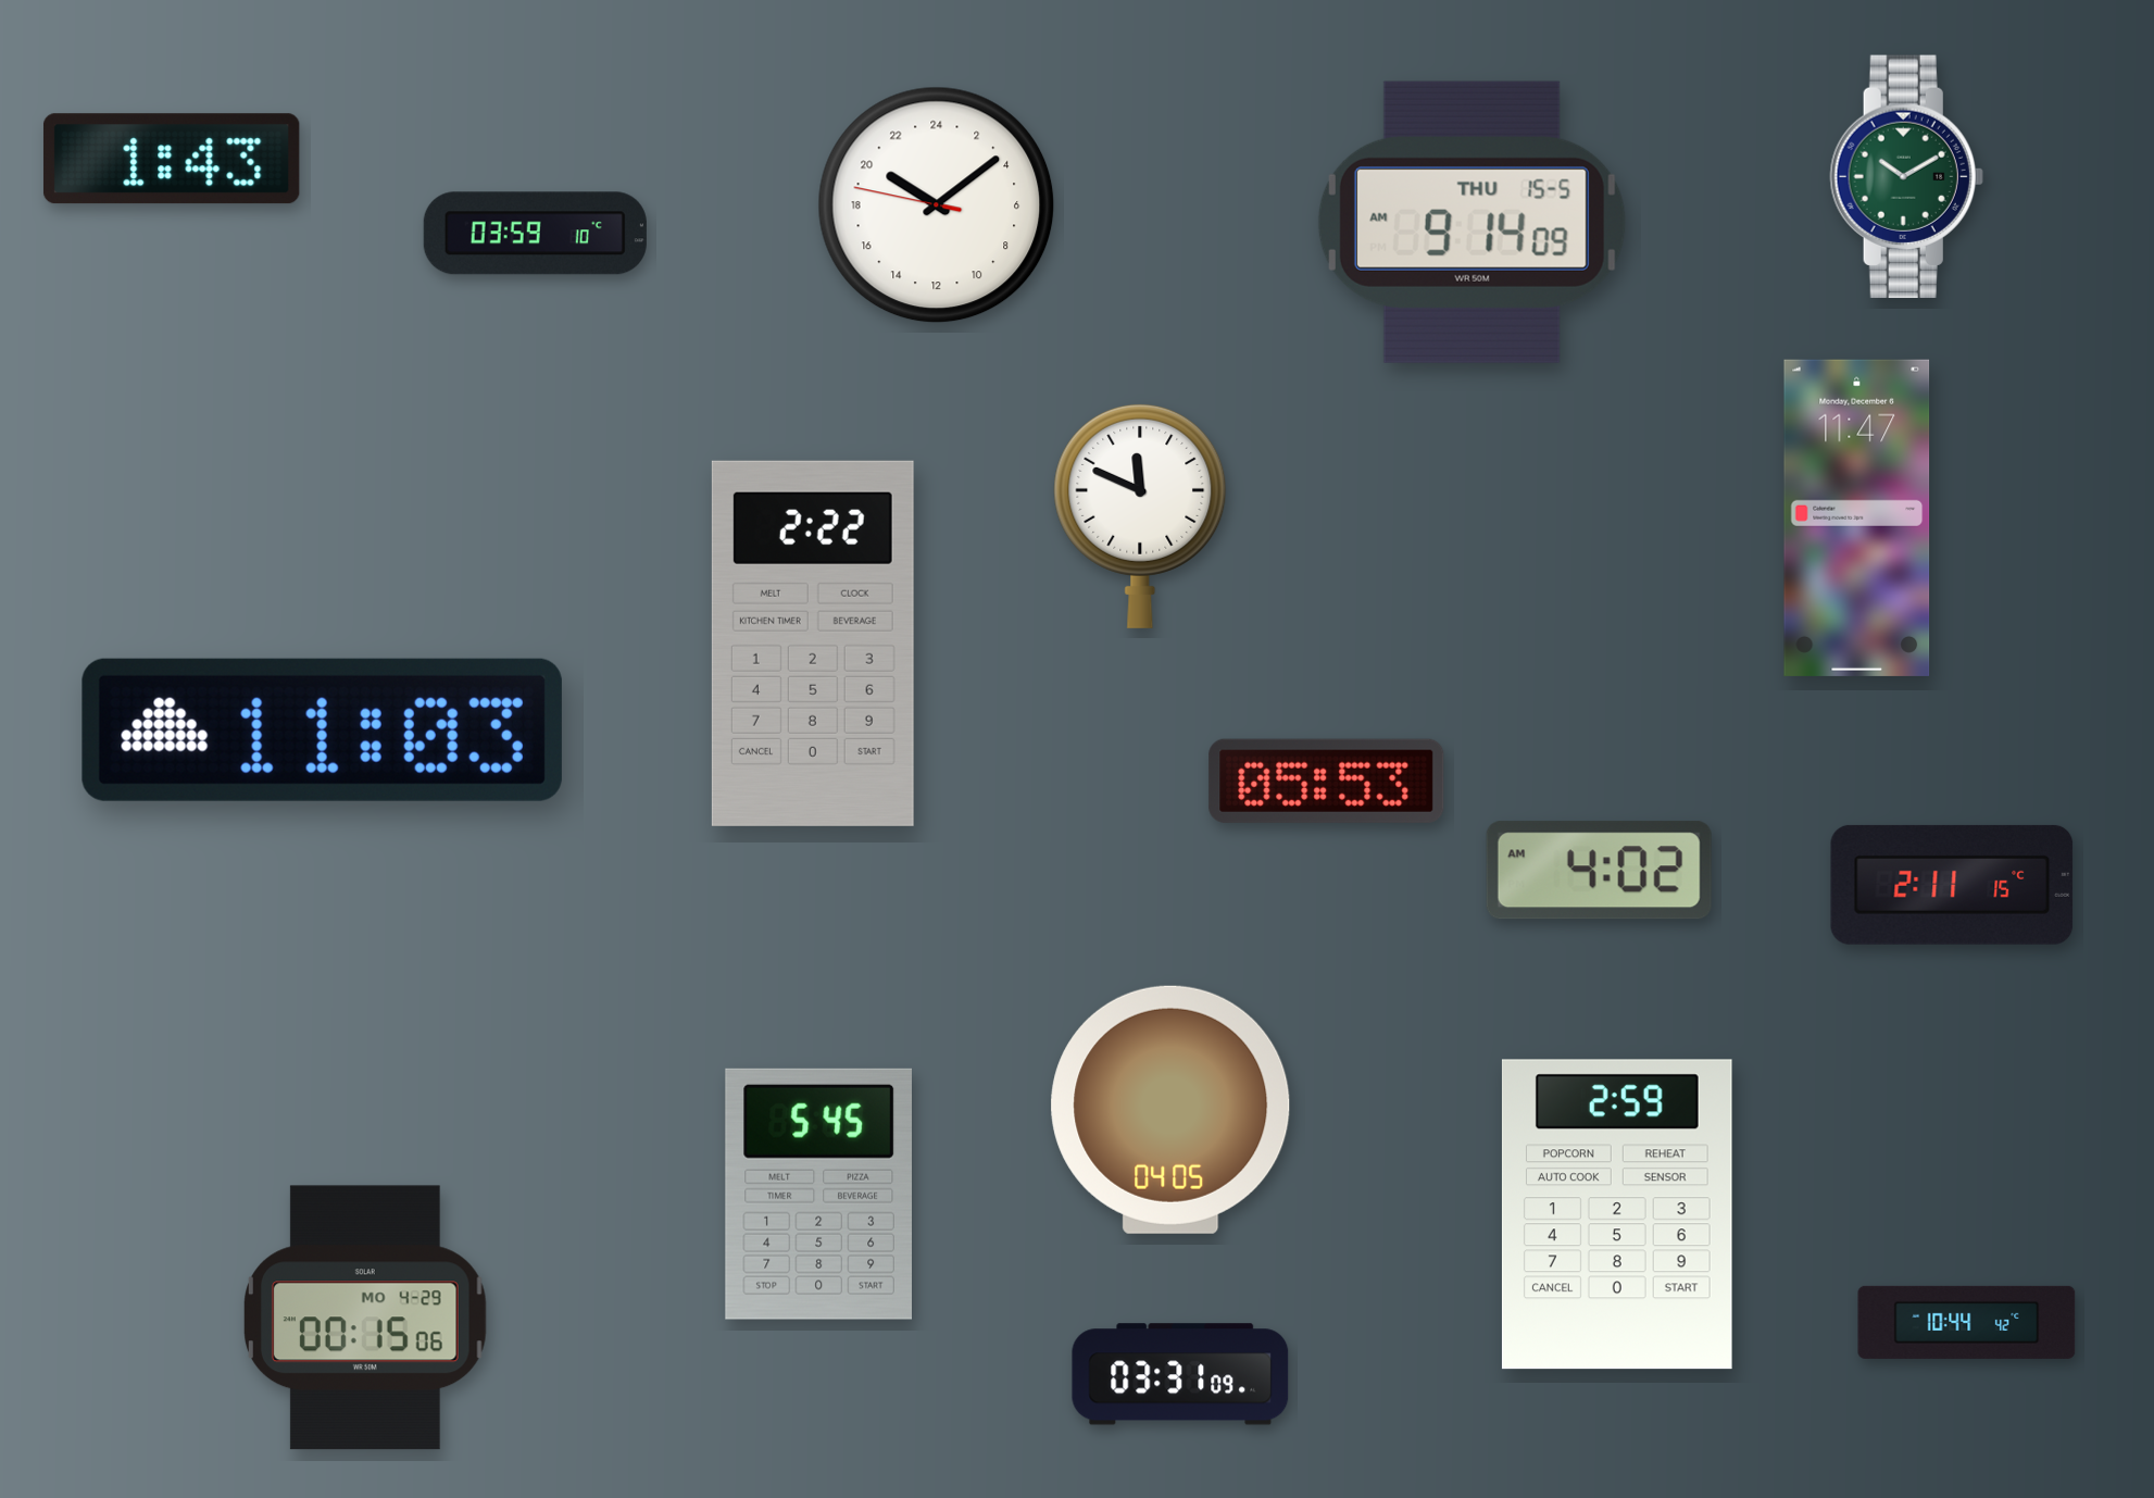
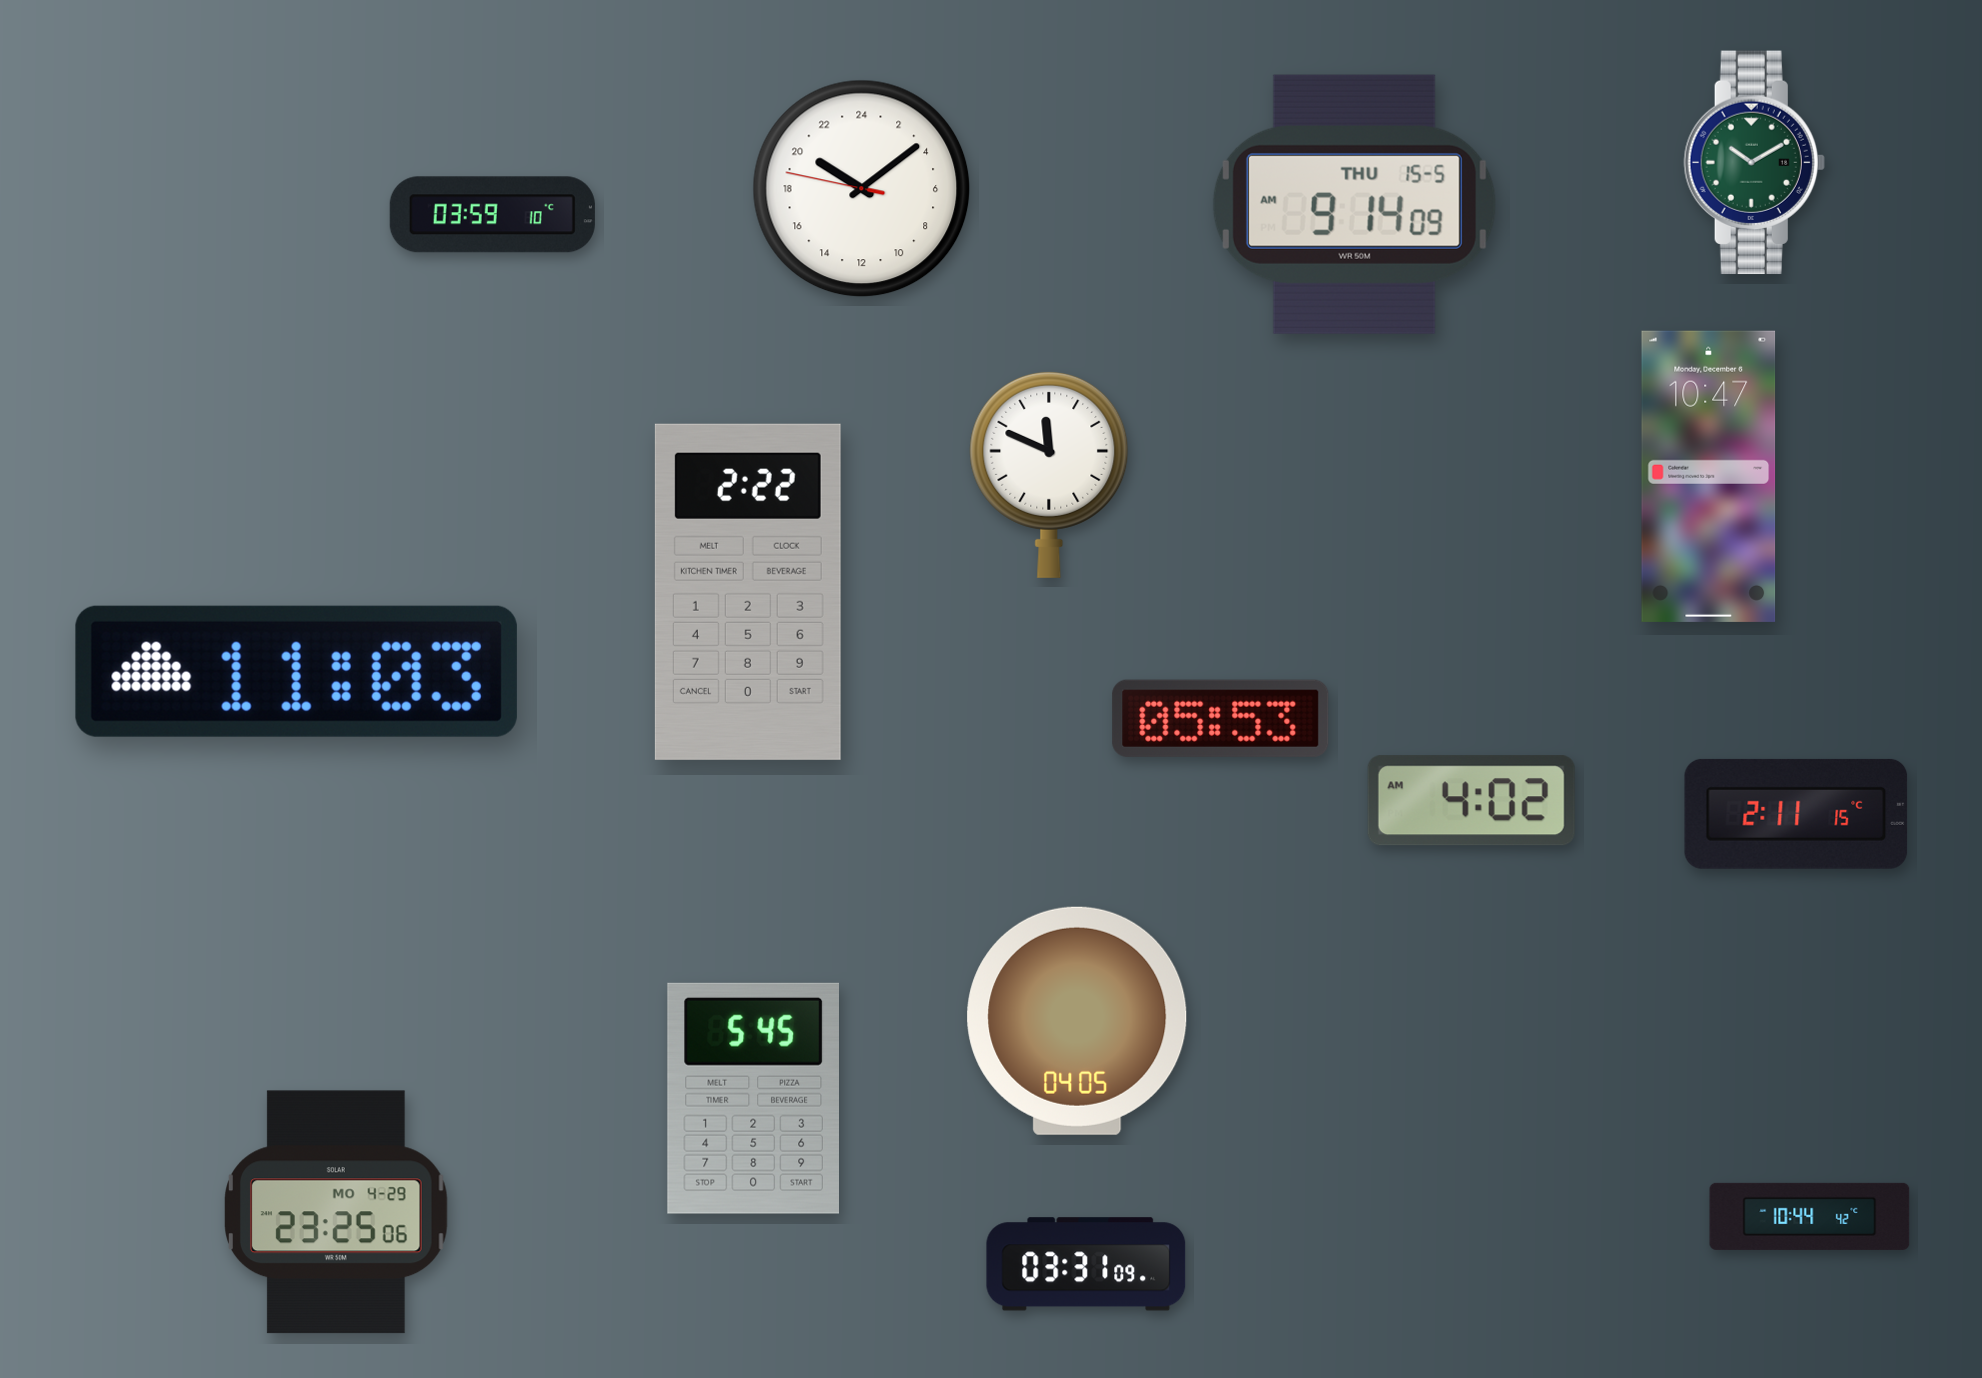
clock at (172, 159): 1:43 -> none
clock at (1857, 517): 11:47 -> 10:47
clock at (1617, 1214): 2:59 -> none
clock at (366, 1318): 00:15 -> 23:25
